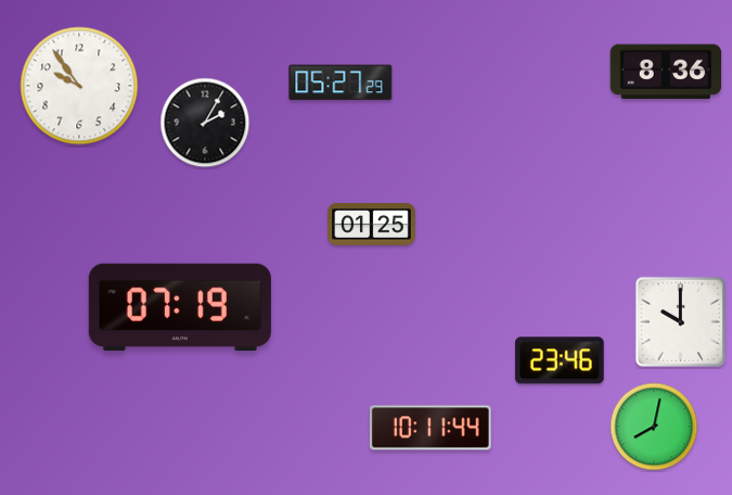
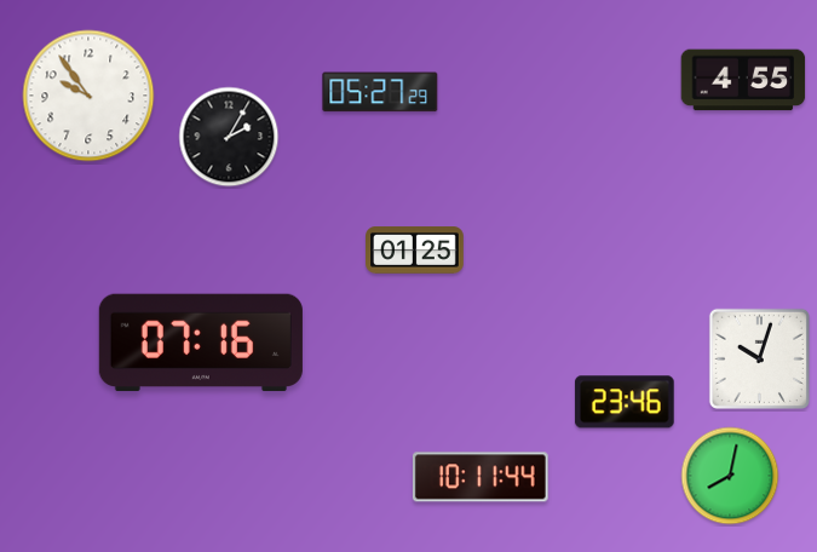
clock at (666, 72): 8:36 -> 4:55
clock at (180, 307): 07:19 -> 07:16
clock at (680, 321): 10:00 -> 10:03
